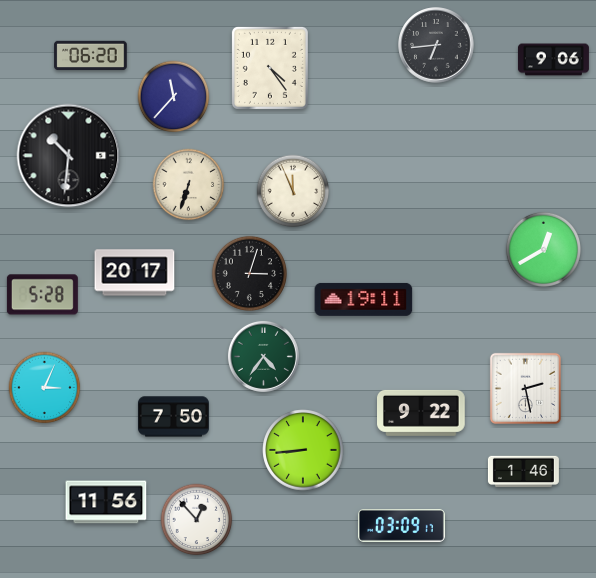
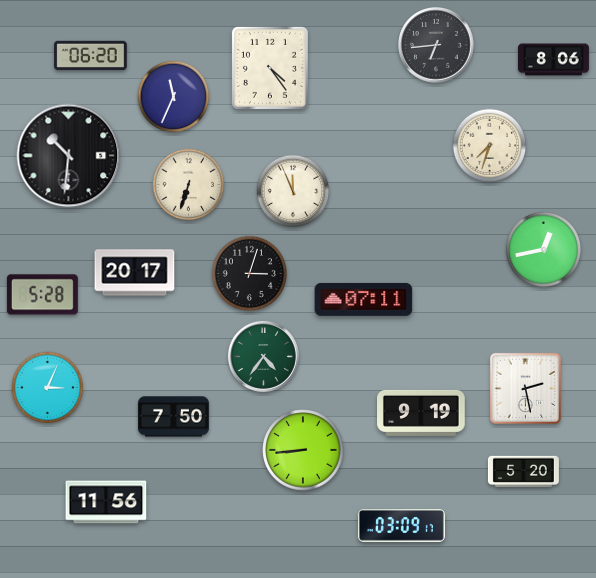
clock at (553, 60): 9:06 -> 8:06
clock at (174, 97): 11:37 -> 11:34
clock at (490, 146): none -> 7:33
clock at (543, 249): 12:40 -> 12:43
clock at (364, 299): 19:11 -> 07:11
clock at (45, 388) position: (45, 388) -> (48, 388)
clock at (422, 413): 9:22 -> 9:19
clock at (523, 471): 1:46 -> 5:20
clock at (197, 520): 12:53 -> none
